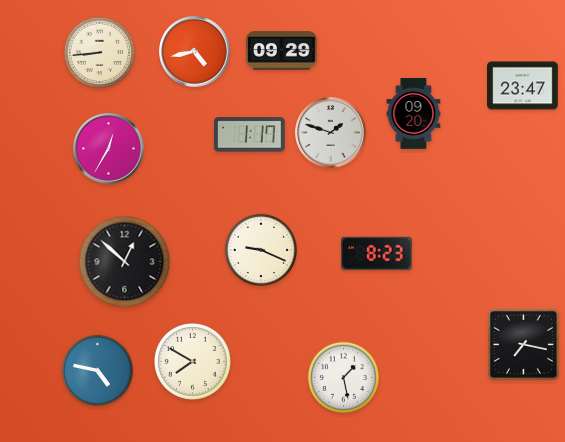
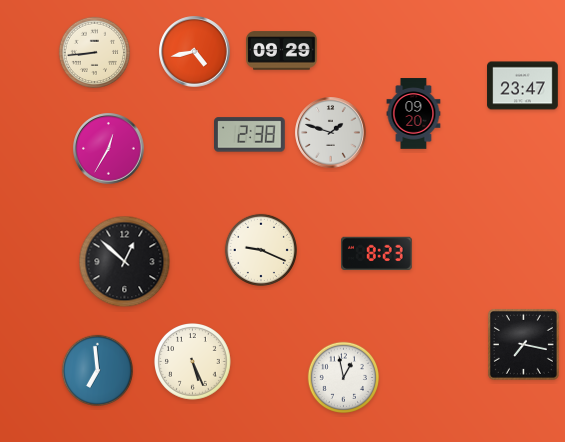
clock at (99, 52) position: (99, 52) -> (94, 52)
clock at (250, 135): 1:17 -> 2:38
clock at (193, 362): 7:50 -> 5:26
clock at (97, 370): 4:47 -> 6:59
clock at (343, 377): 1:28 -> 12:58
